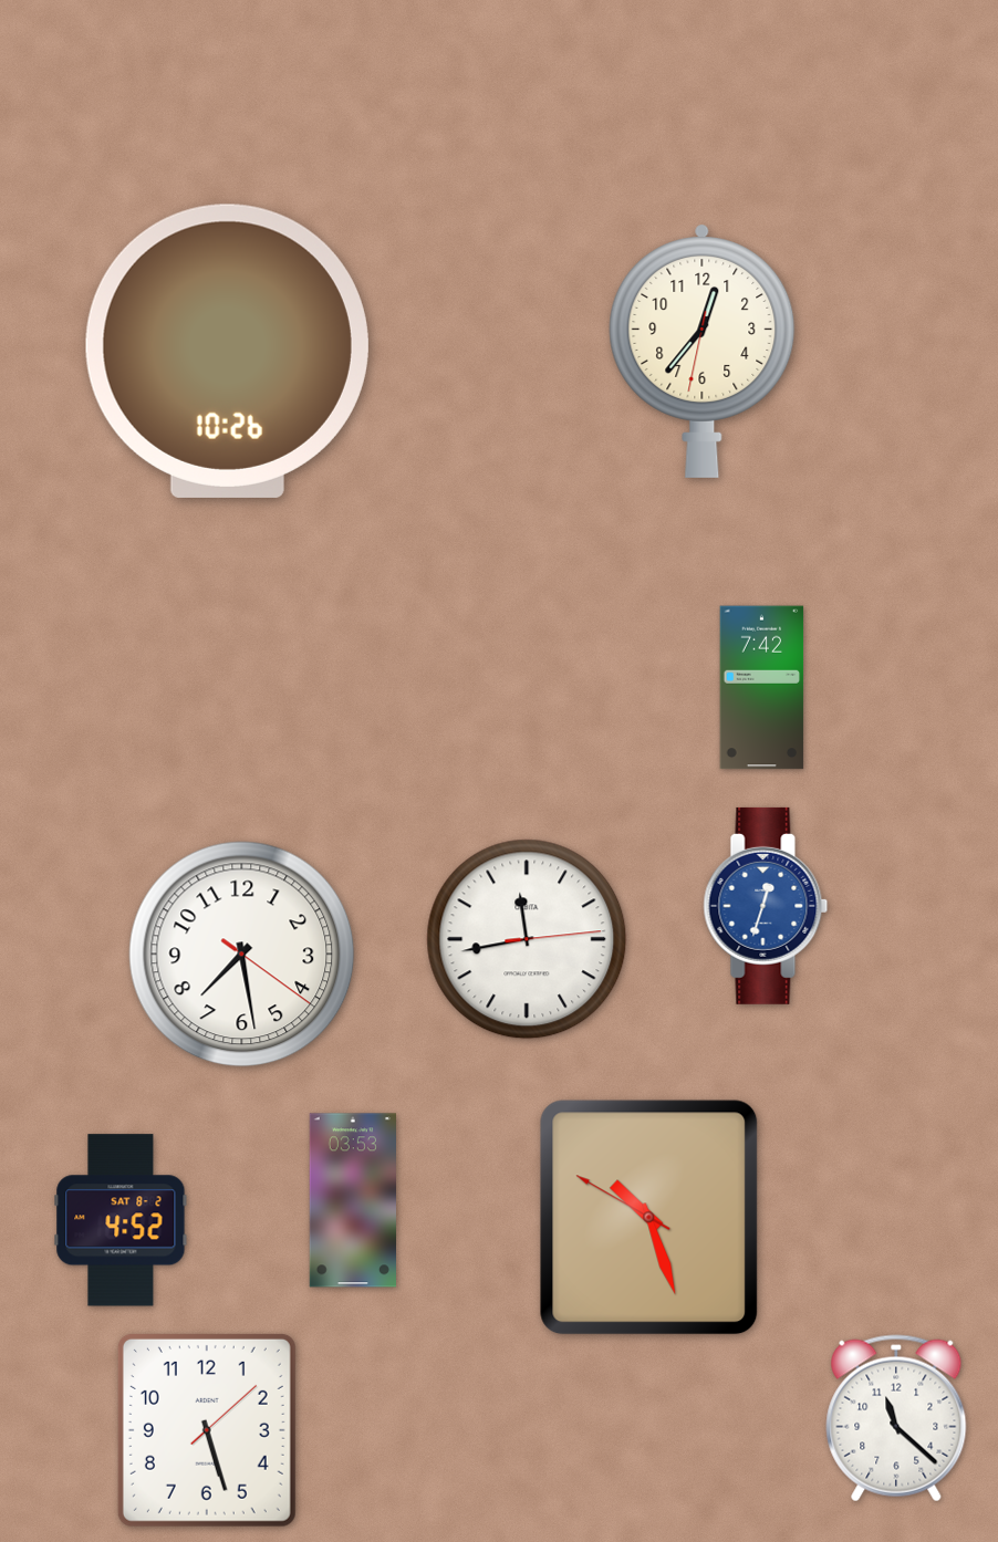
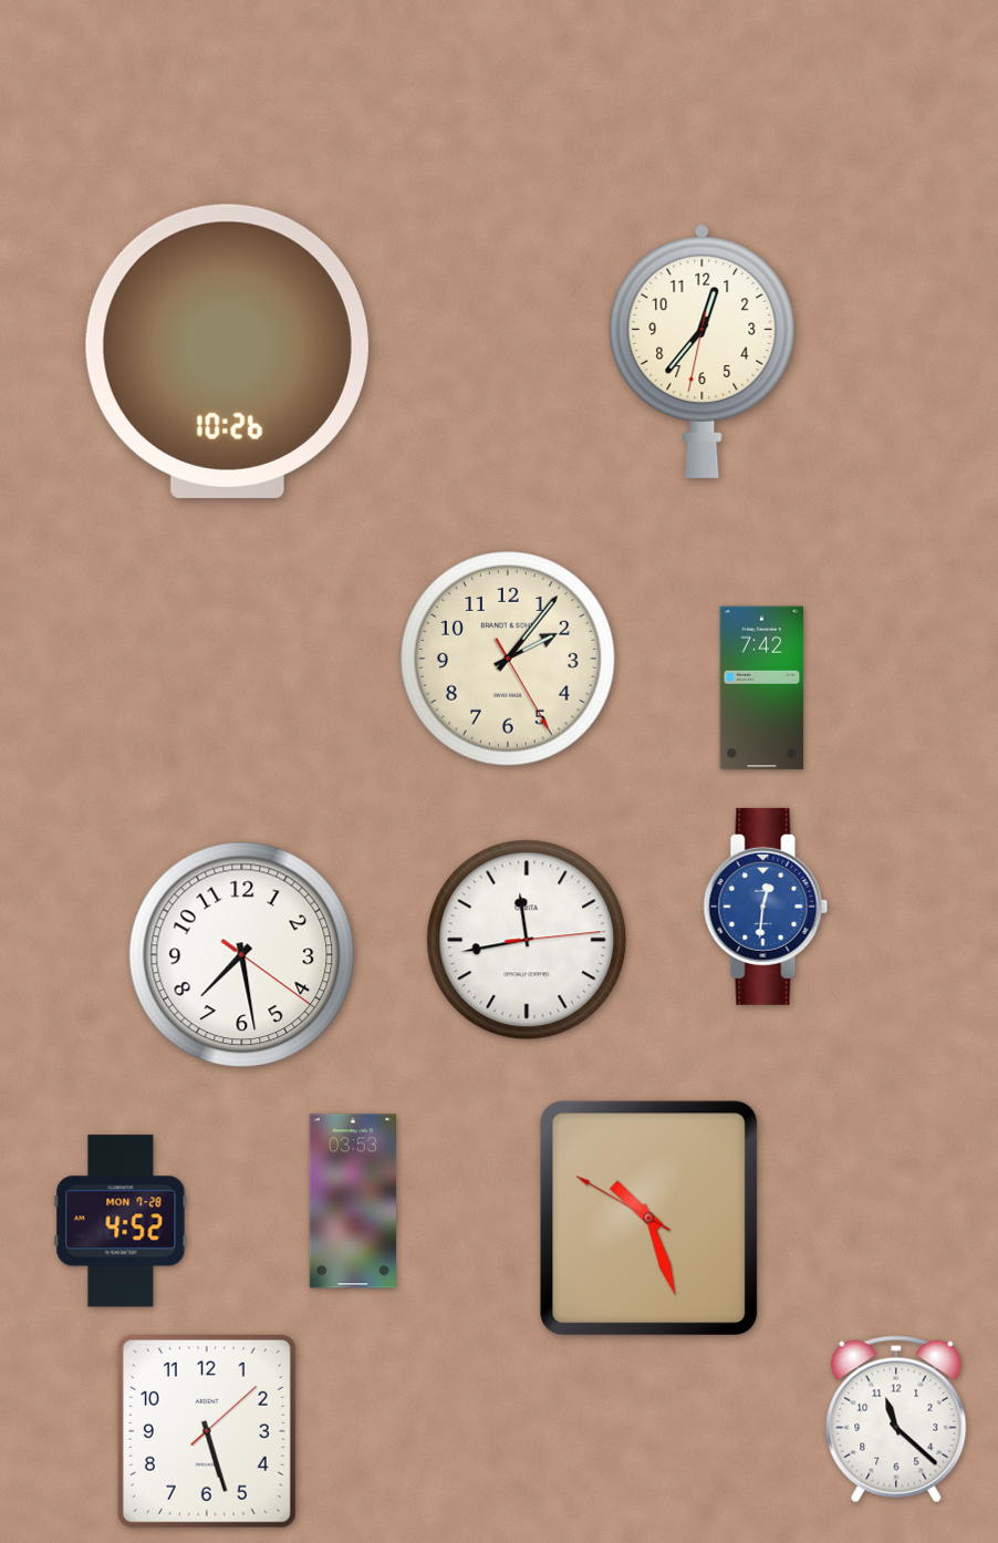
clock at (508, 659): none -> 2:06
clock at (766, 906): 12:33 -> 12:31
clock at (121, 1220) date: SAT 8-2 -> MON 7-28
